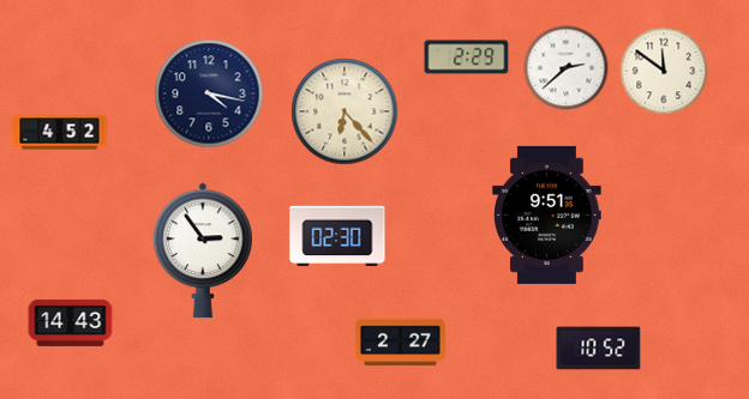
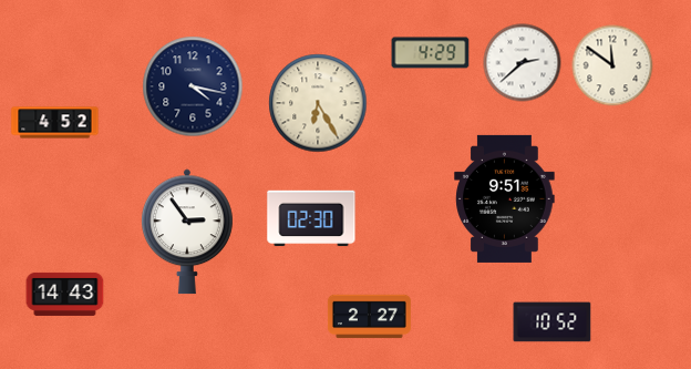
clock at (467, 58): 2:29 -> 4:29
clock at (344, 111): 6:23 -> 6:25
clock at (71, 322) position: (71, 322) -> (65, 294)
